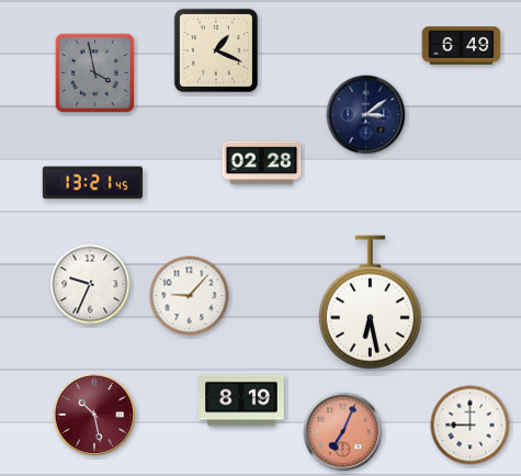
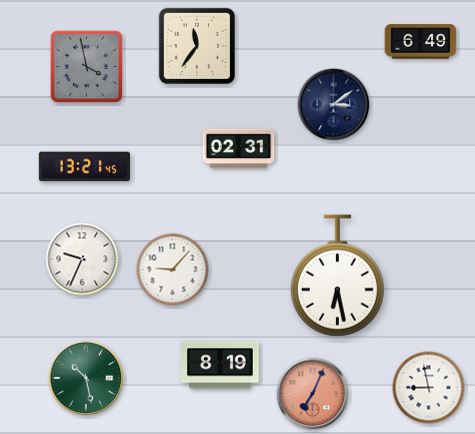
clock at (216, 50): 1:19 -> 11:36
clock at (262, 163): 02:28 -> 02:31
clock at (94, 415) dial: burgundy -> green
clock at (471, 426): 9:00 -> 8:58
